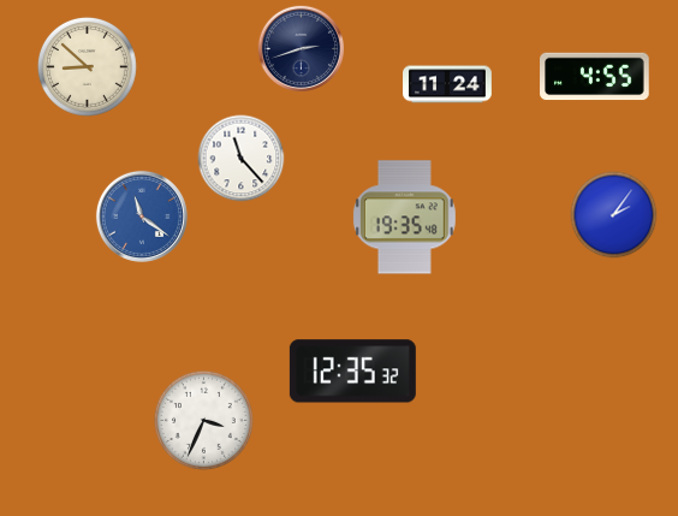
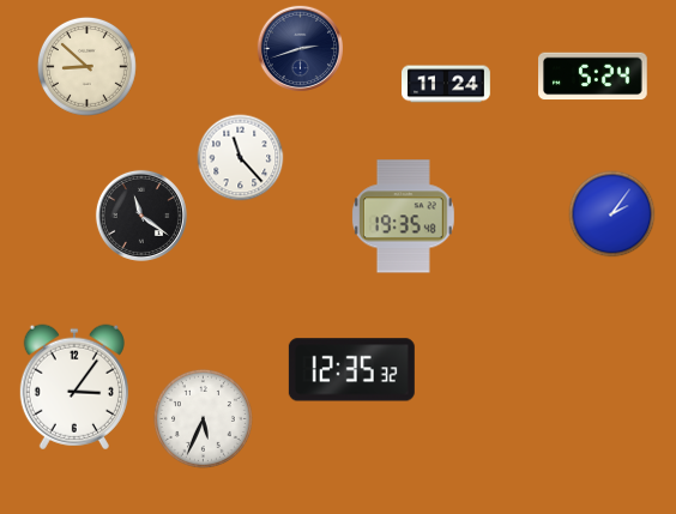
clock at (595, 77): 4:55 -> 5:24
clock at (142, 217) dial: blue -> black
clock at (74, 387): none -> 3:06
clock at (203, 420): 3:34 -> 5:34
